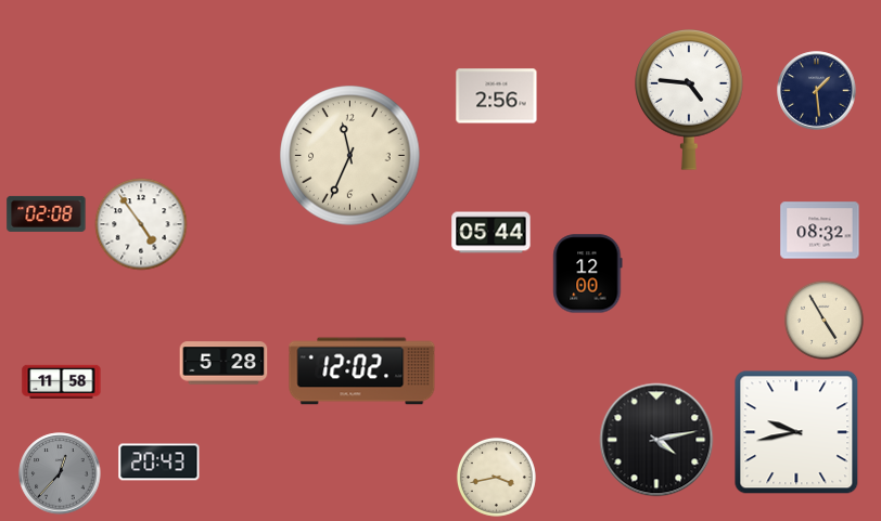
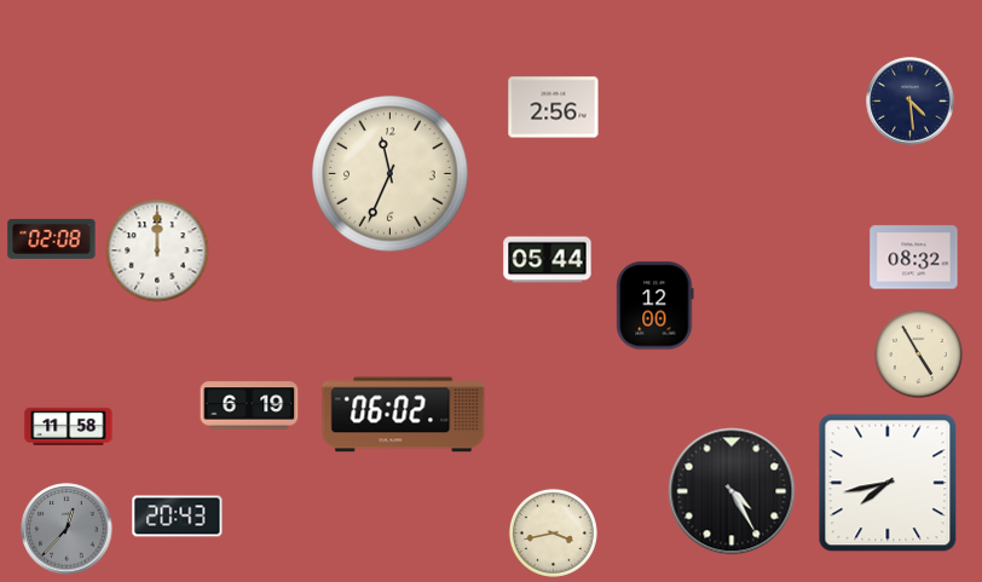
clock at (817, 91): 1:29 -> 4:29
clock at (689, 100): 4:46 -> none
clock at (141, 224): 4:54 -> 12:00
clock at (823, 320) position: (823, 320) -> (918, 353)
clock at (224, 363): 5:28 -> 6:19
clock at (362, 372): 12:02 -> 06:02
clock at (796, 432): 9:43 -> 7:43
clock at (656, 440): 4:13 -> 4:25
